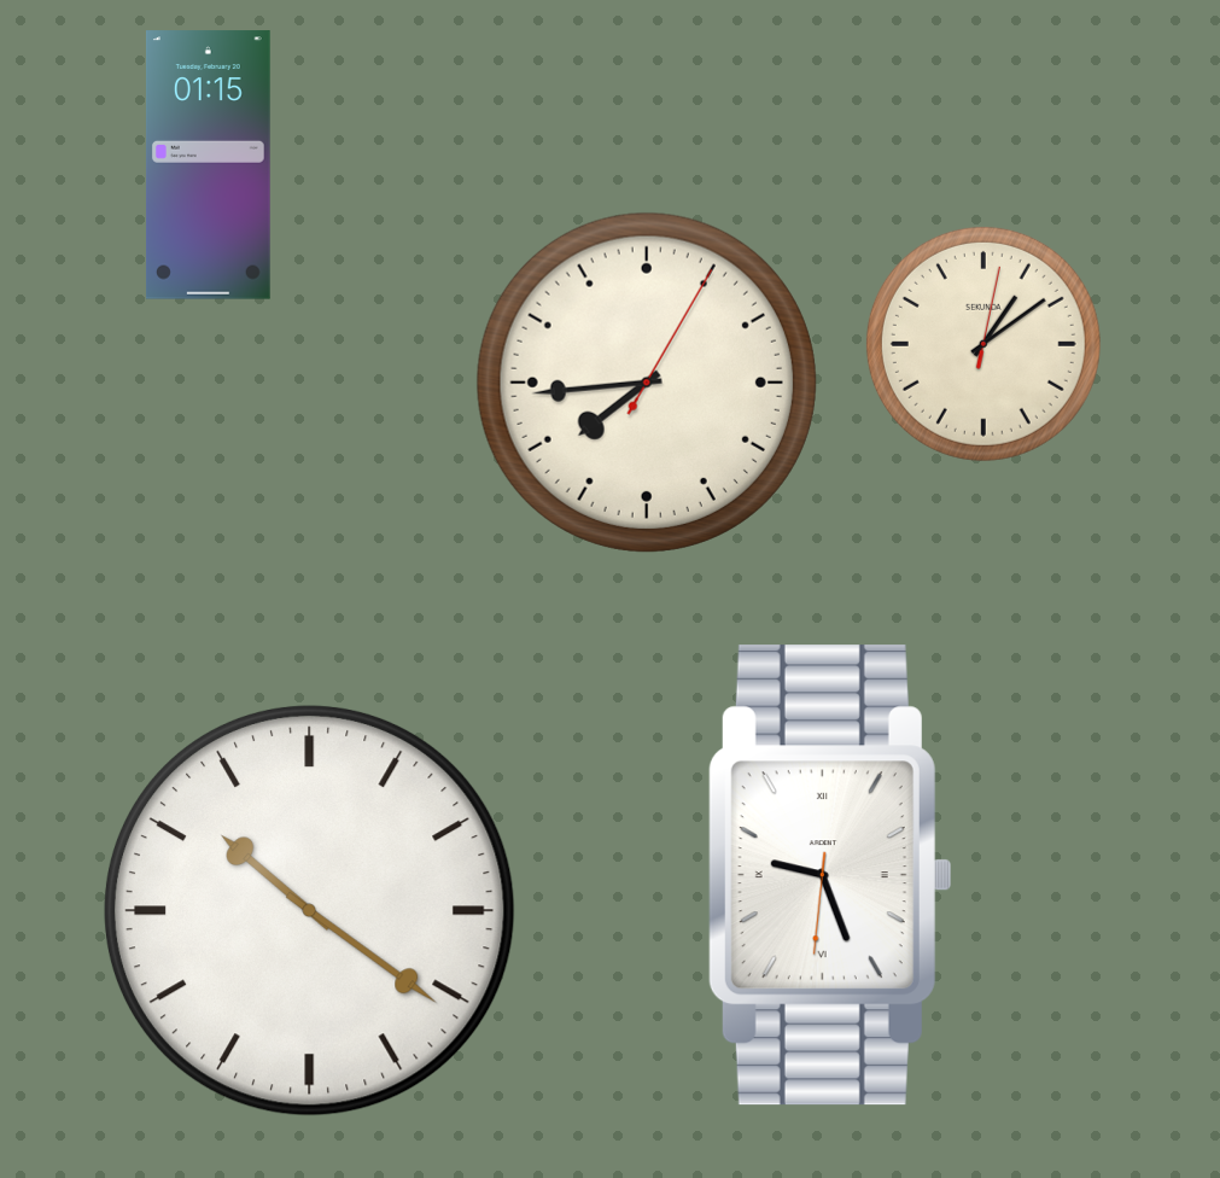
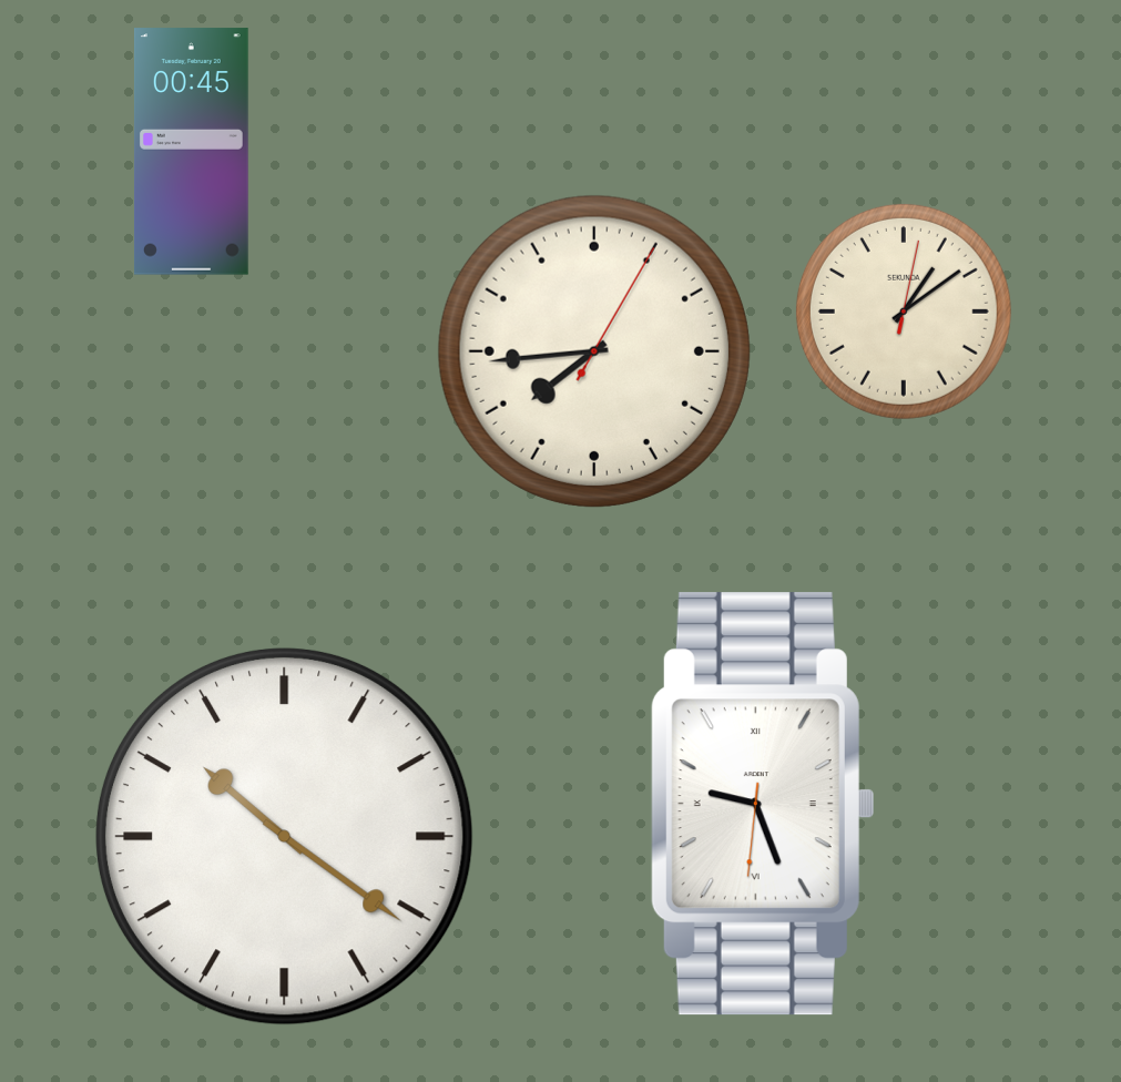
clock at (208, 165): 01:15 -> 00:45
clock at (983, 344) position: (983, 344) -> (904, 312)
